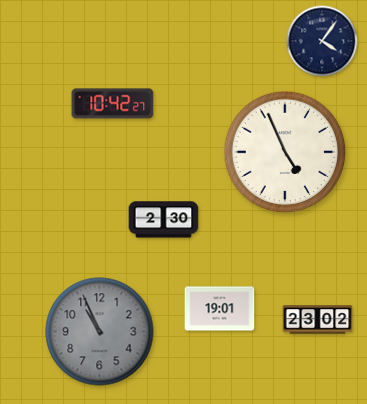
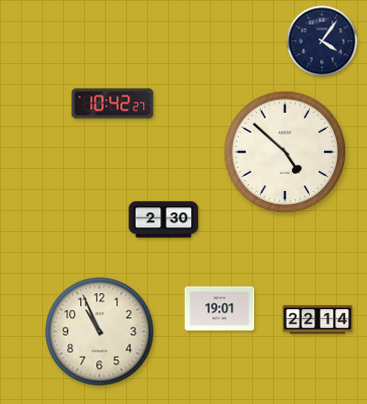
clock at (285, 152): 4:56 -> 4:52
clock at (318, 320): 23:02 -> 22:14
clock at (100, 332) dial: grey -> cream
